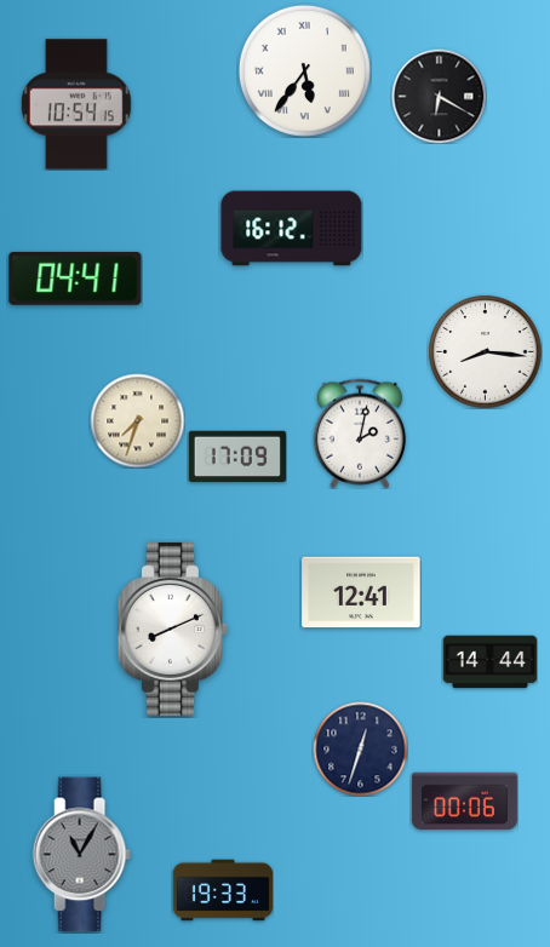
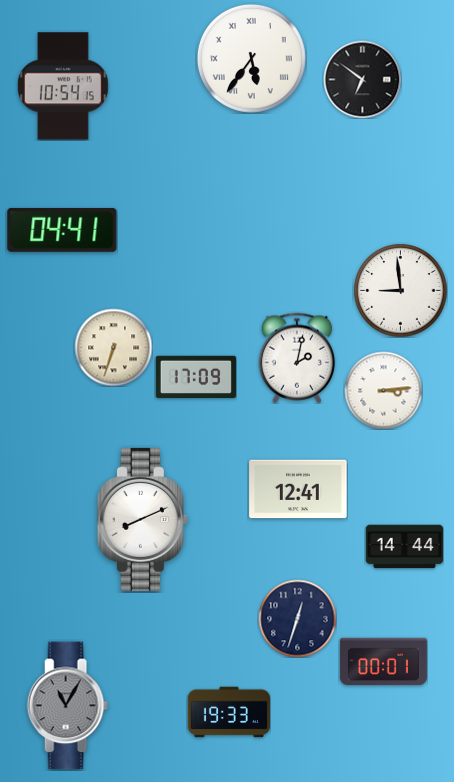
clock at (439, 96): 6:20 -> 6:51
clock at (292, 229): 16:12 -> none
clock at (485, 351): 8:16 -> 8:59
clock at (137, 420): 7:33 -> 6:33
clock at (383, 390): none -> 3:14
clock at (464, 802): 00:06 -> 00:01
clock at (223, 890) position: (223, 890) -> (229, 712)
